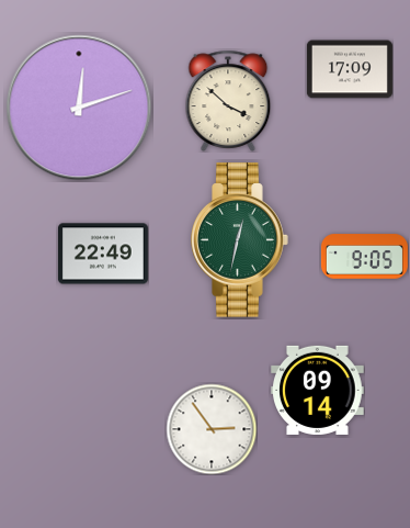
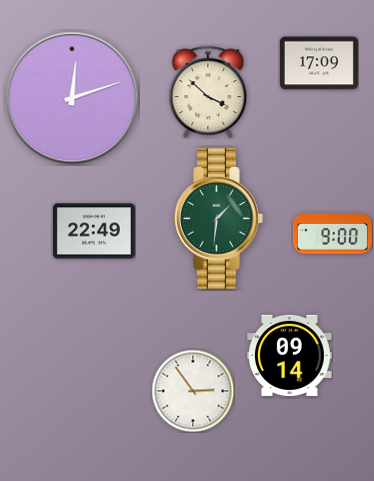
clock at (240, 240): 12:32 -> 1:31
clock at (364, 257): 9:05 -> 9:00
